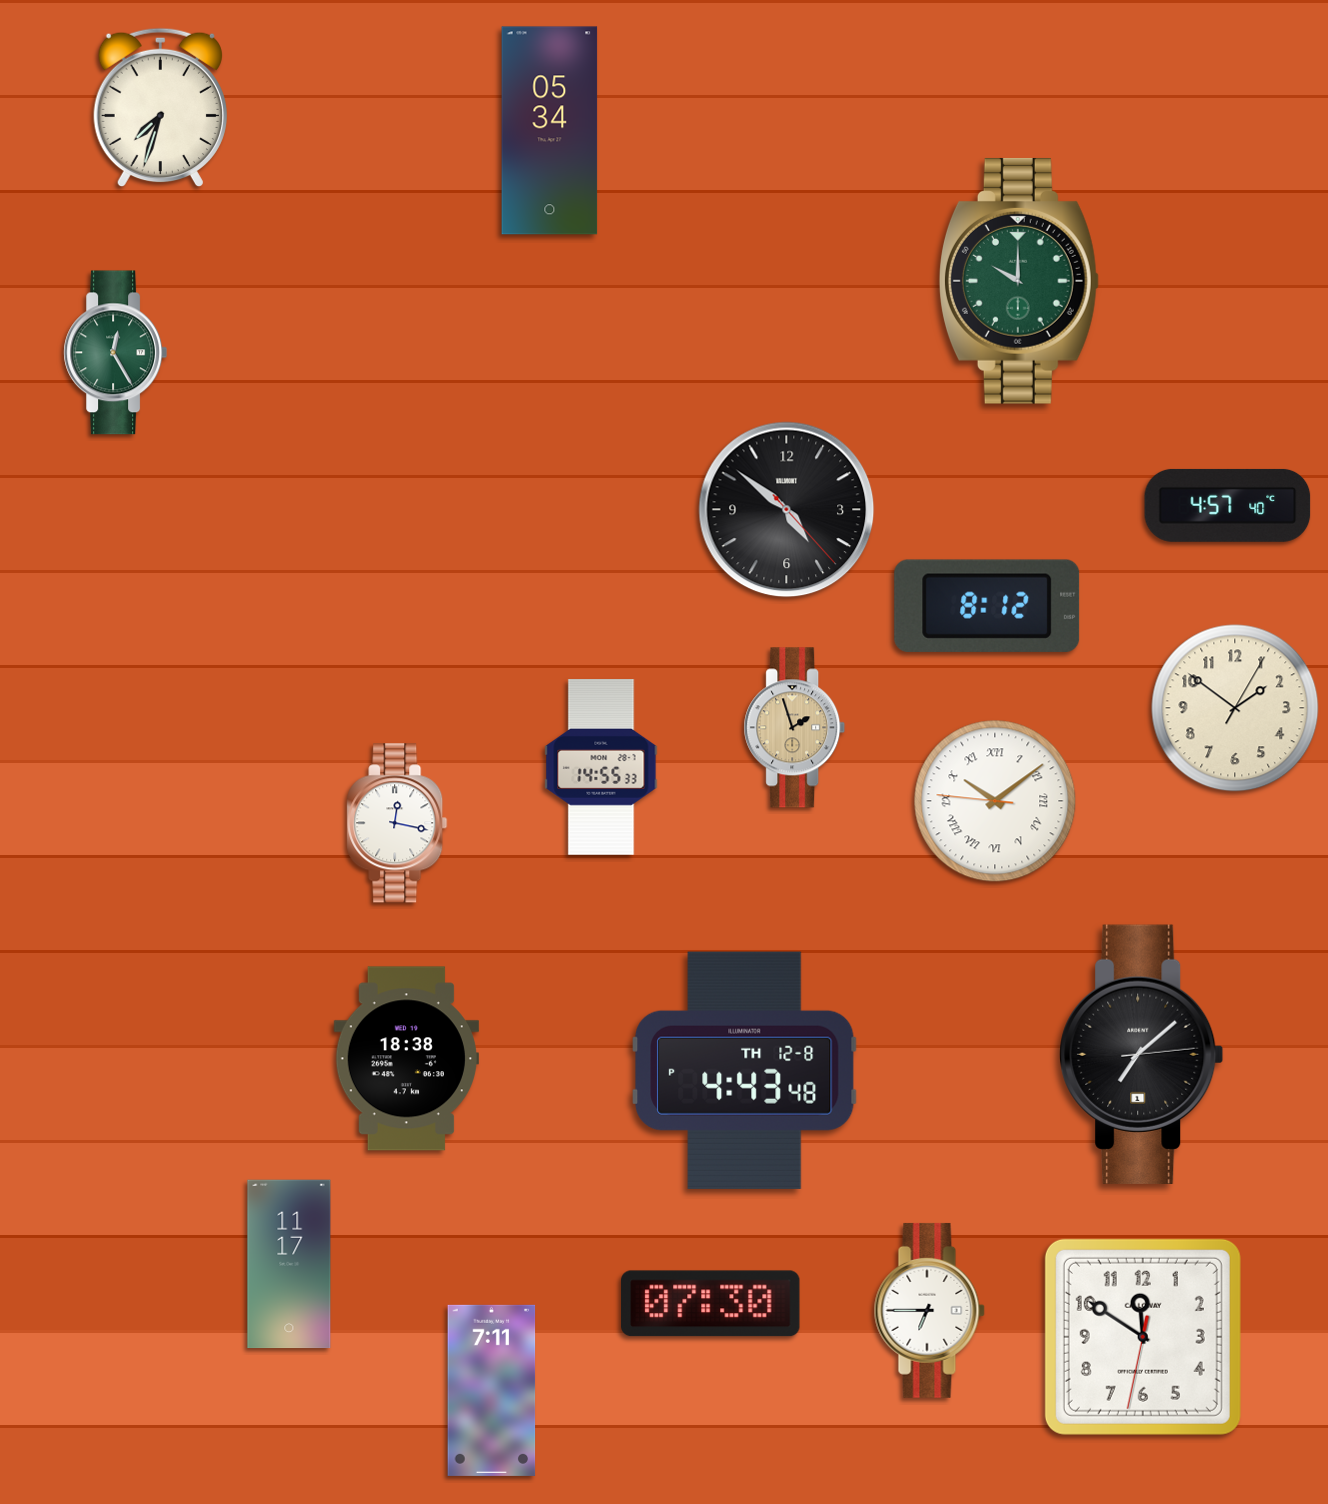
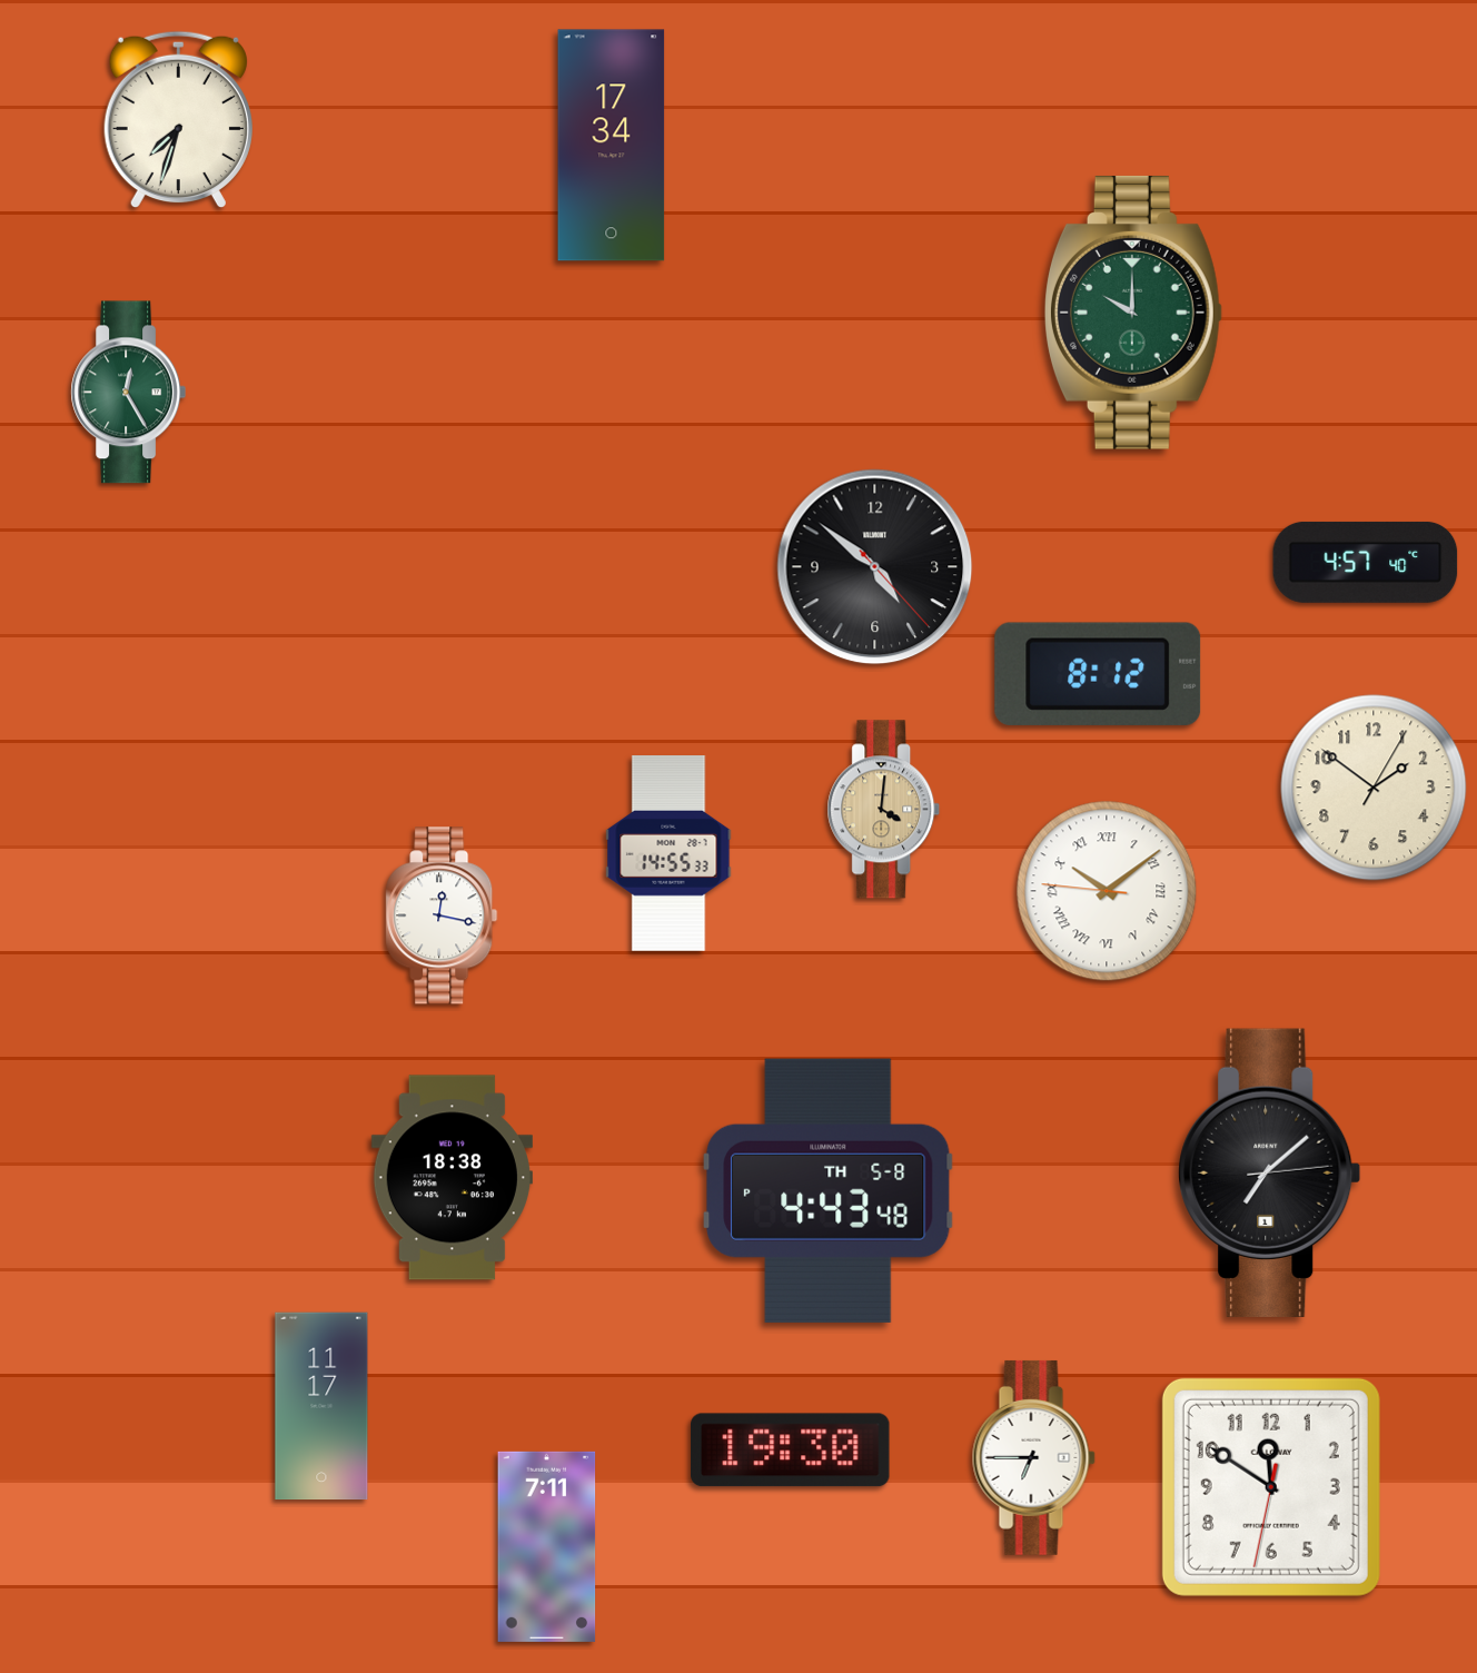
clock at (550, 131): 05:34 -> 17:34
clock at (795, 728): 1:57 -> 4:01
clock at (745, 1070) date: TH 12-8 -> TH 5-8
clock at (711, 1304): 07:30 -> 19:30
